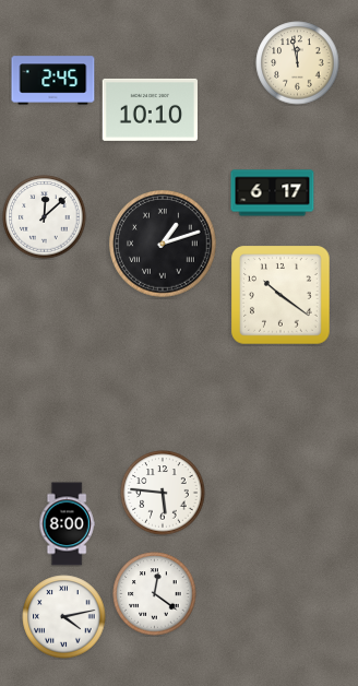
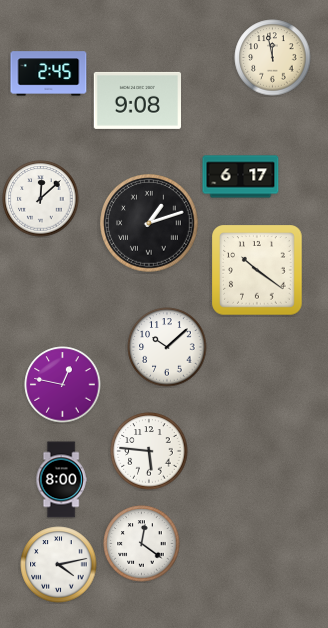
clock at (150, 109): 10:10 -> 9:08
clock at (273, 193) position: (273, 193) -> (241, 177)
clock at (167, 347): none -> 10:08
clock at (63, 385): none -> 12:47
